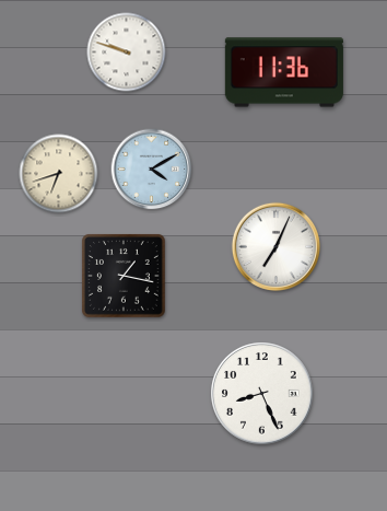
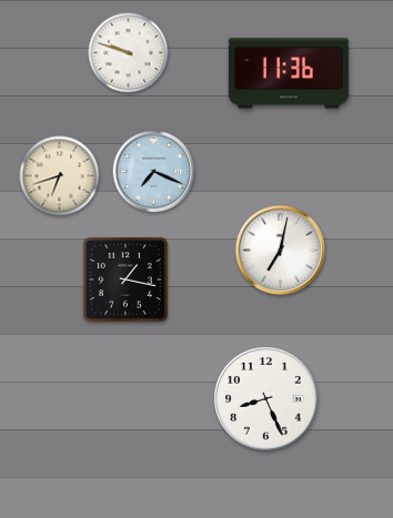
clock at (152, 170): 4:10 -> 7:19
clock at (275, 246): 7:04 -> 7:02
